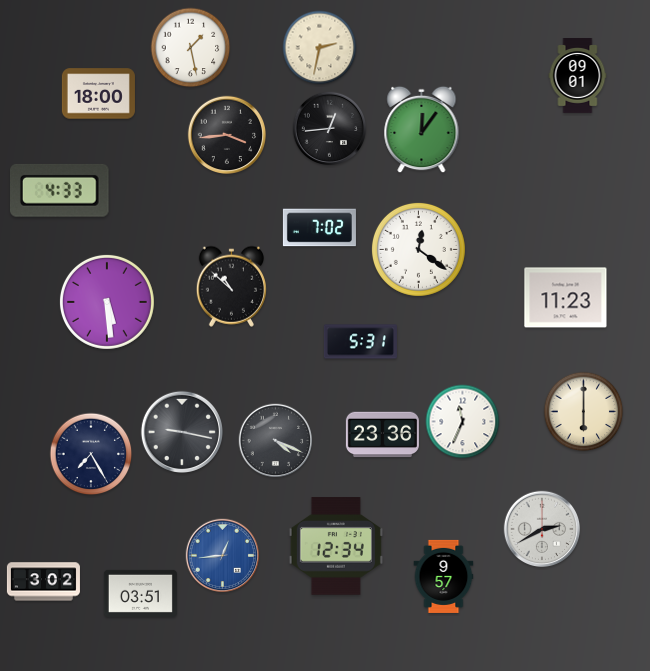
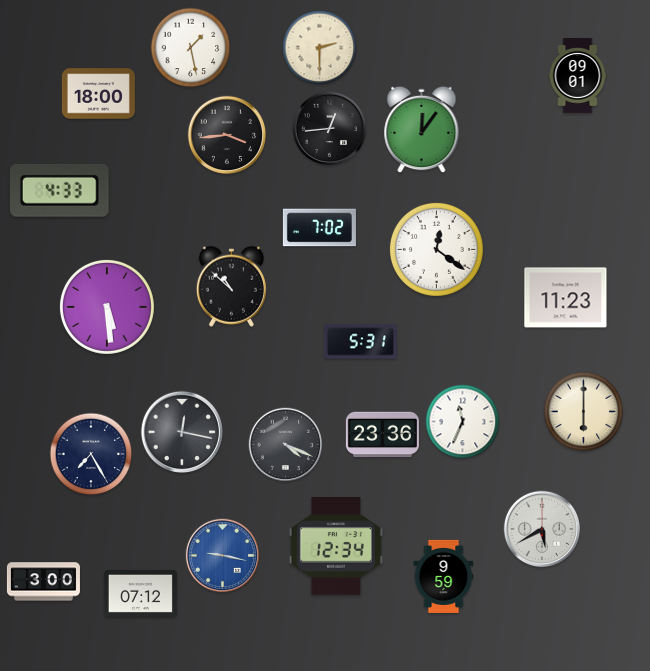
clock at (320, 48): 2:32 -> 2:30
clock at (418, 249) position: (418, 249) -> (436, 249)
clock at (107, 302) position: (107, 302) -> (107, 307)
clock at (181, 431): 9:17 -> 12:17
clock at (276, 441) position: (276, 441) -> (286, 445)
clock at (542, 529): 2:40 -> 5:40
clock at (223, 556): 12:44 -> 9:17
clock at (444, 576): 9:57 -> 9:59
clock at (43, 582): 3:02 -> 3:00
clock at (140, 593): 03:51 -> 07:12
